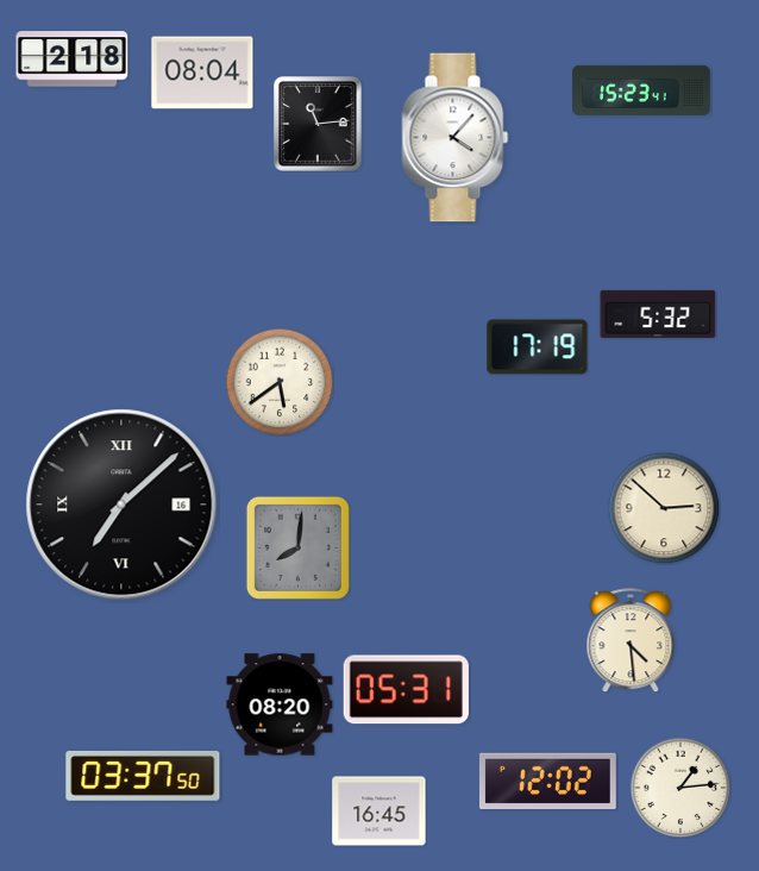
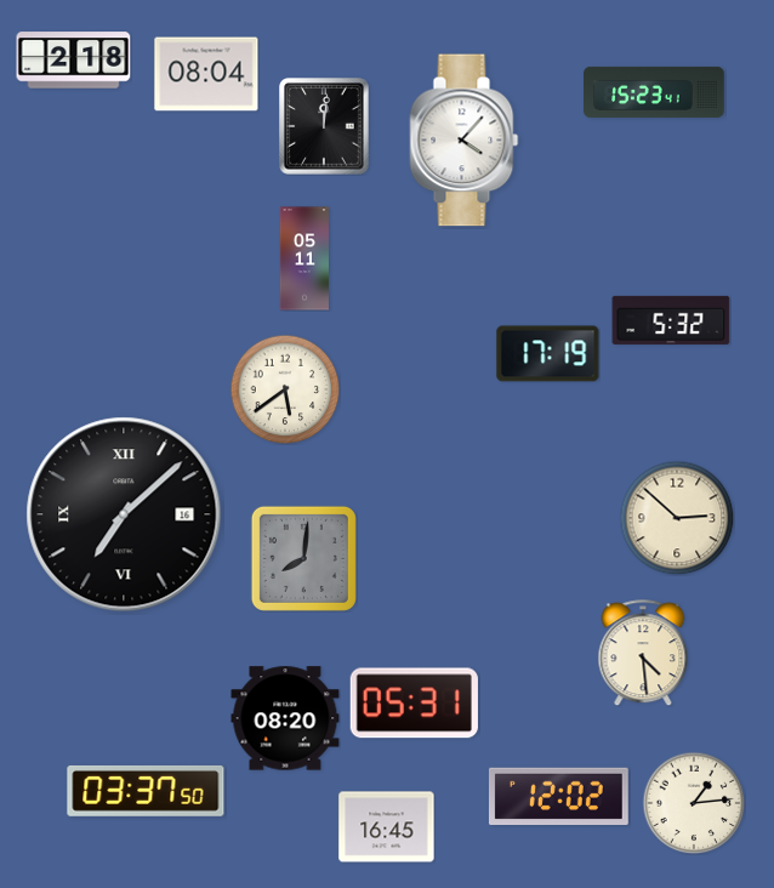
clock at (318, 124): 11:14 -> 12:01
clock at (305, 258): none -> 05:11
